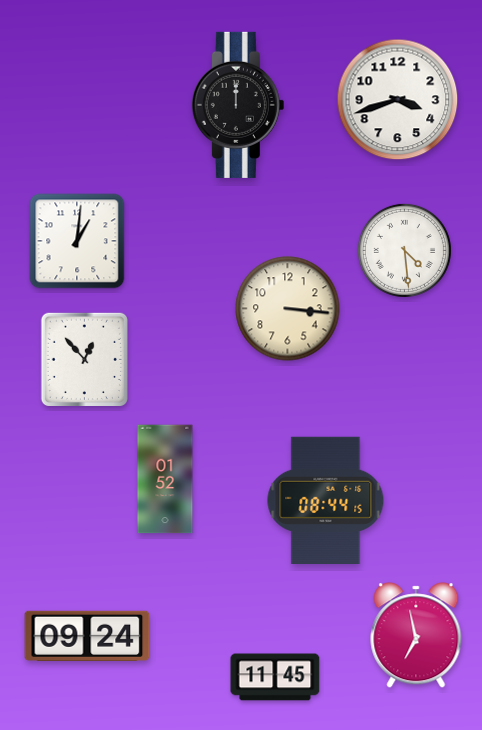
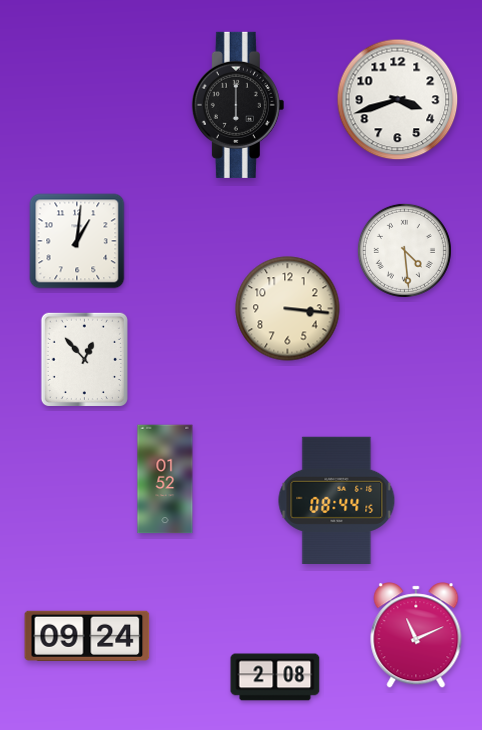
clock at (238, 105): 12:00 -> 6:00
clock at (326, 500) position: (326, 500) -> (337, 500)
clock at (416, 635): 6:58 -> 11:11
clock at (275, 677): 11:45 -> 2:08
